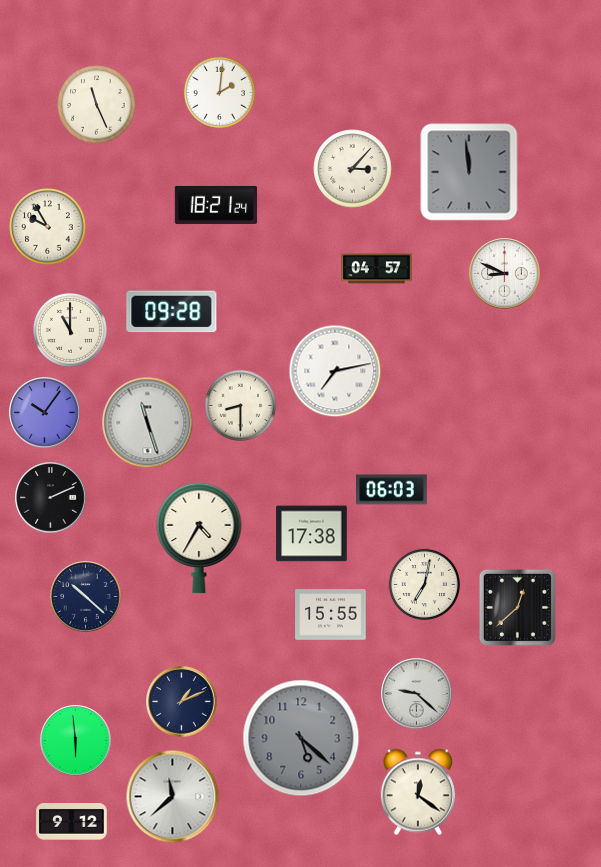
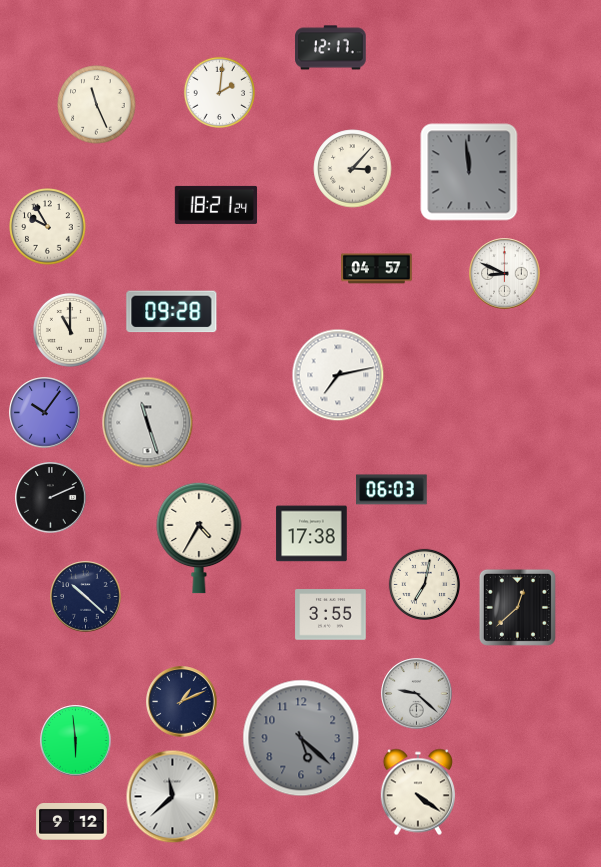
clock at (331, 48): none -> 12:17
clock at (335, 371) position: (335, 371) -> (338, 375)
clock at (240, 405): 8:30 -> none
clock at (331, 615): 15:55 -> 3:55
clock at (418, 792): 12:21 -> 4:21
